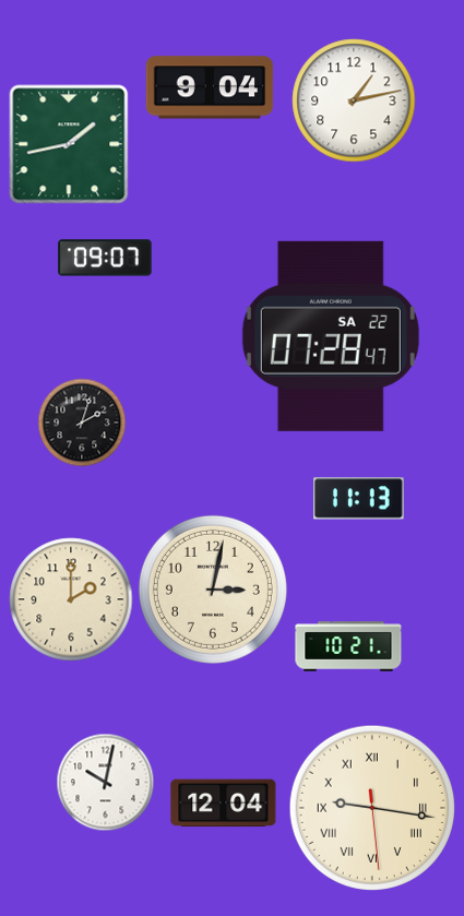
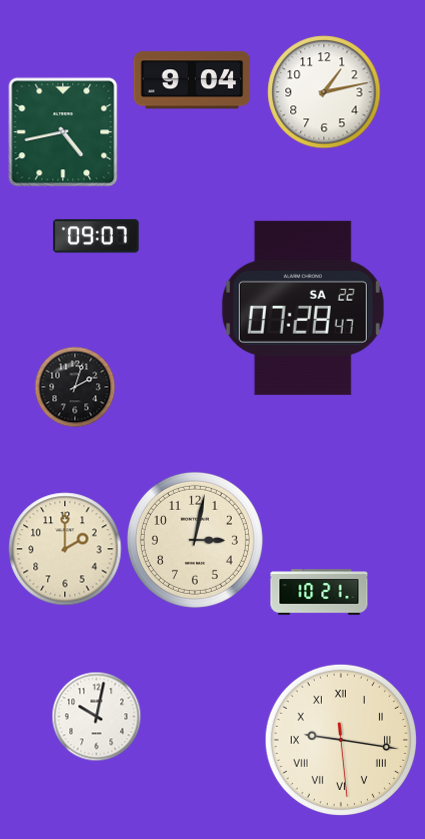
clock at (69, 144): 1:43 -> 4:43
clock at (359, 499): 11:13 -> none
clock at (224, 804): 12:04 -> none
